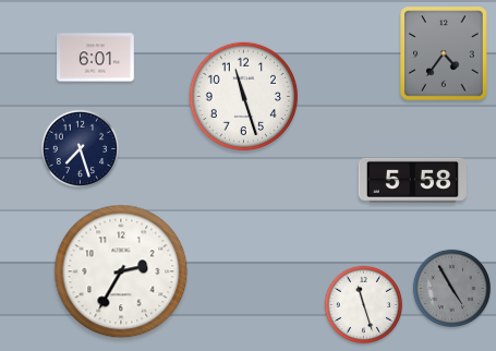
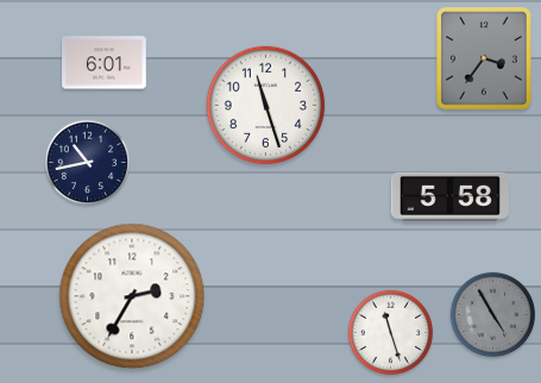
clock at (444, 53): 4:36 -> 3:36
clock at (81, 149): 7:27 -> 10:43
clock at (364, 305) position: (364, 305) -> (391, 333)
